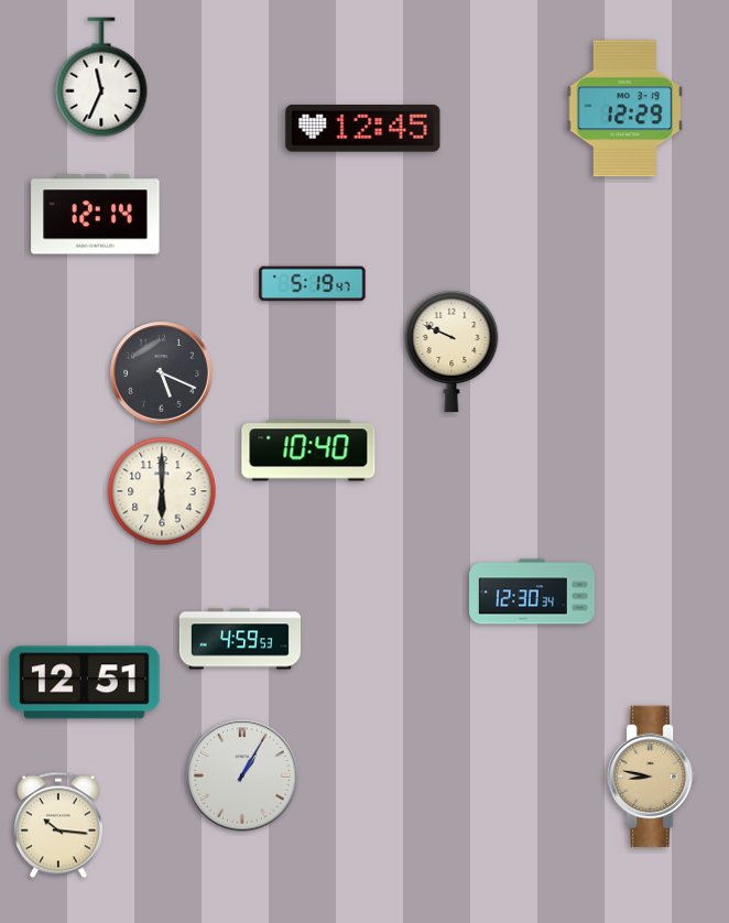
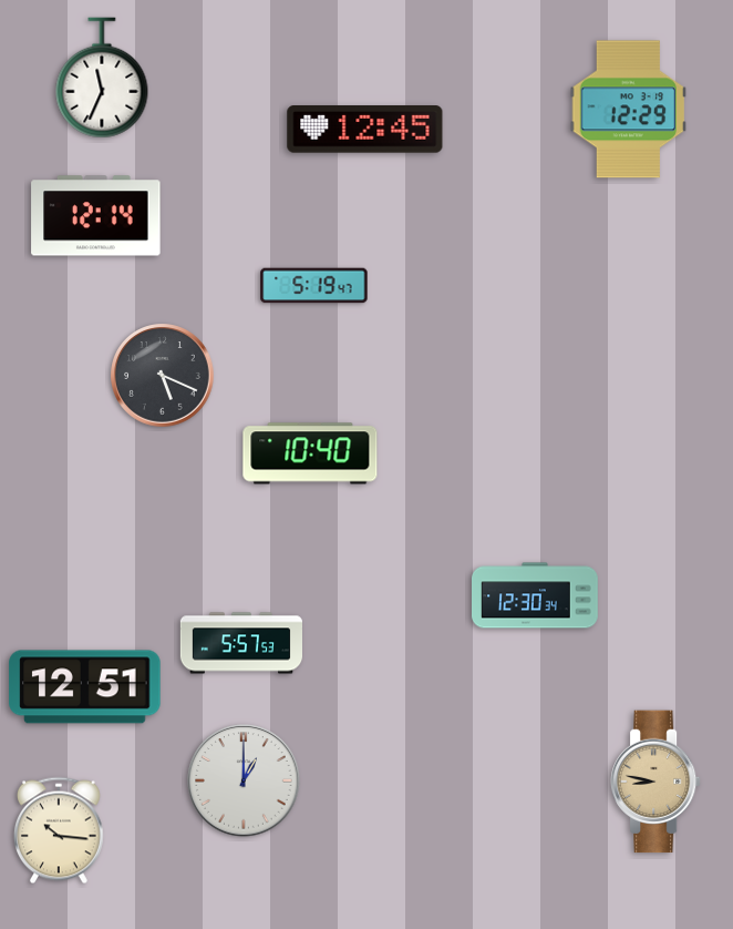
clock at (451, 350): 9:49 -> none
clock at (162, 491): 6:00 -> none
clock at (239, 639): 4:59 -> 5:57
clock at (242, 775): 1:05 -> 1:00
